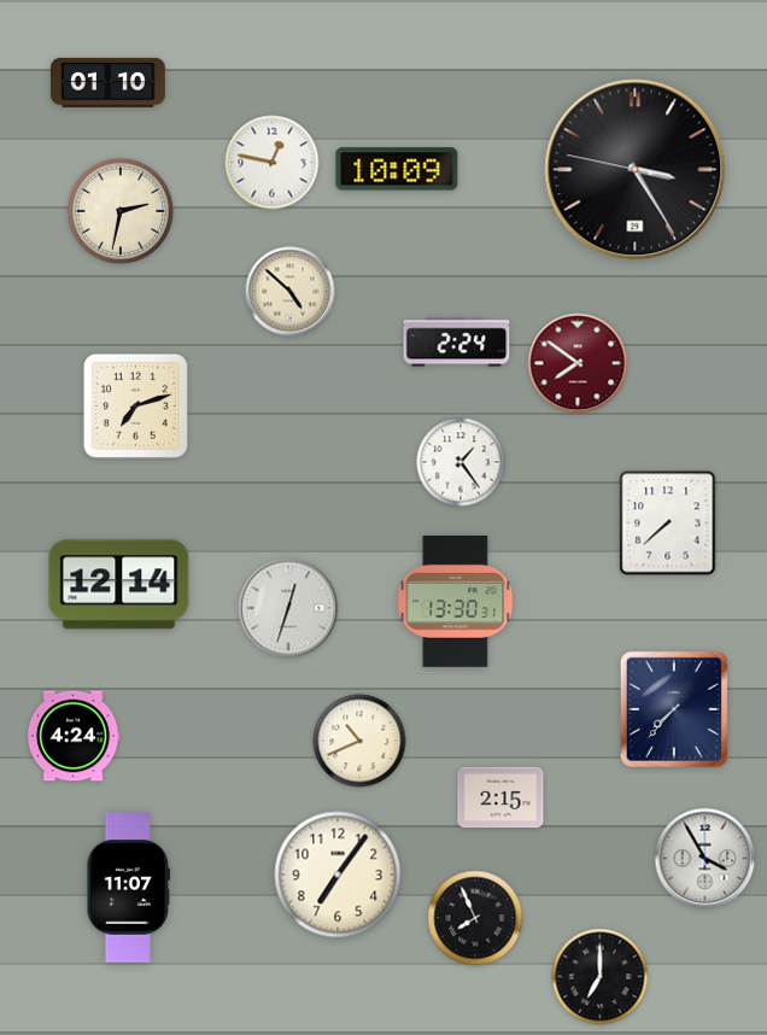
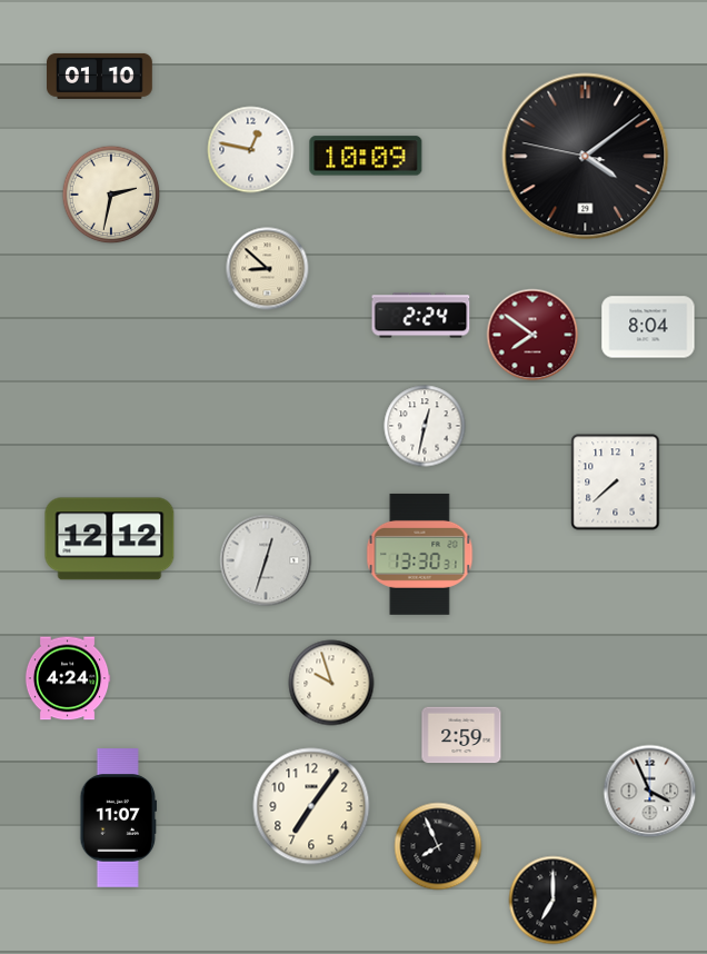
clock at (636, 170): 3:24 -> 4:08
clock at (291, 292): 4:52 -> 8:52
clock at (648, 327): none -> 8:04
clock at (135, 405): 7:12 -> none
clock at (461, 462): 1:24 -> 12:32
clock at (119, 585): 12:14 -> 12:12
clock at (674, 709): 7:37 -> none
clock at (359, 741): 10:41 -> 9:57
clock at (500, 797): 2:15 -> 2:59
clock at (705, 859): 3:55 -> 3:56
